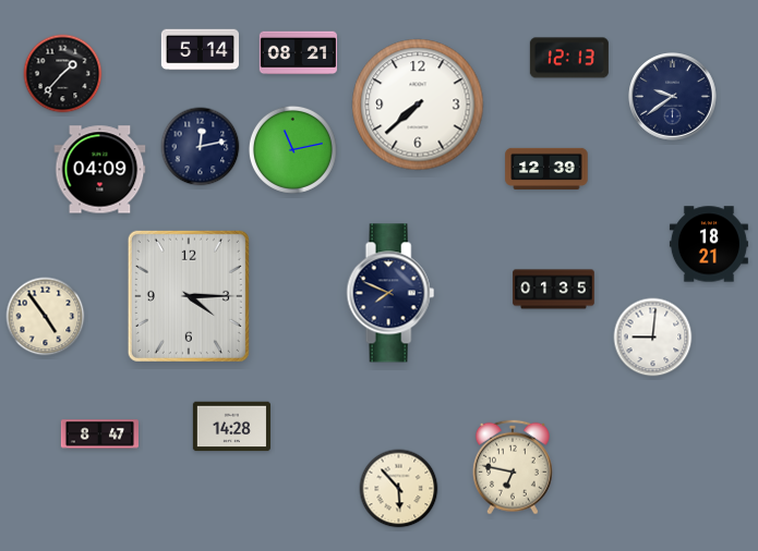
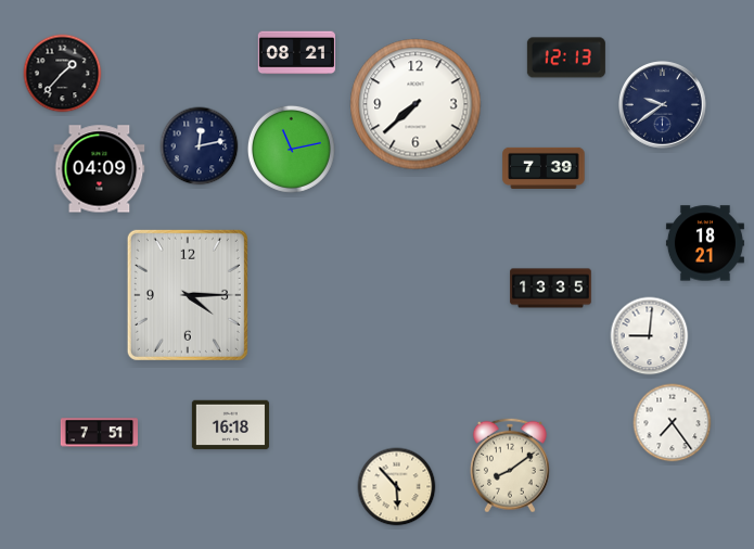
clock at (200, 50): 5:14 -> none
clock at (673, 97) position: (673, 97) -> (663, 105)
clock at (546, 169): 12:39 -> 7:39
clock at (554, 290): 01:35 -> 13:35
clock at (390, 293): 7:49 -> none
clock at (46, 317): 4:54 -> none
clock at (673, 423): none -> 7:24
clock at (231, 427): 14:28 -> 16:18
clock at (99, 434): 8:47 -> 7:51
clock at (513, 467): 6:47 -> 8:09
